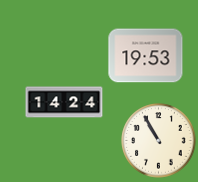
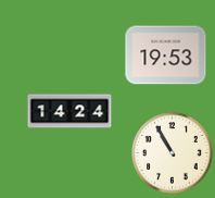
clock at (146, 56) position: (146, 56) -> (166, 55)
